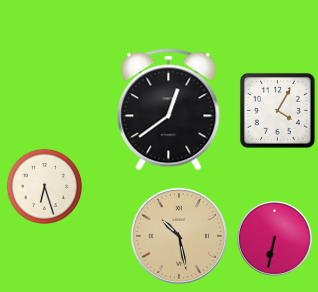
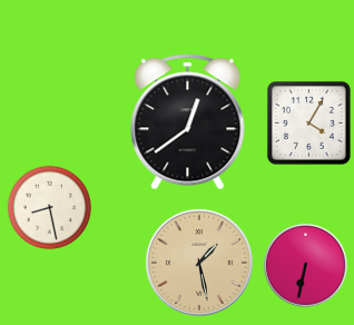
clock at (44, 186): 6:27 -> 8:28
clock at (179, 236): 10:28 -> 1:28
